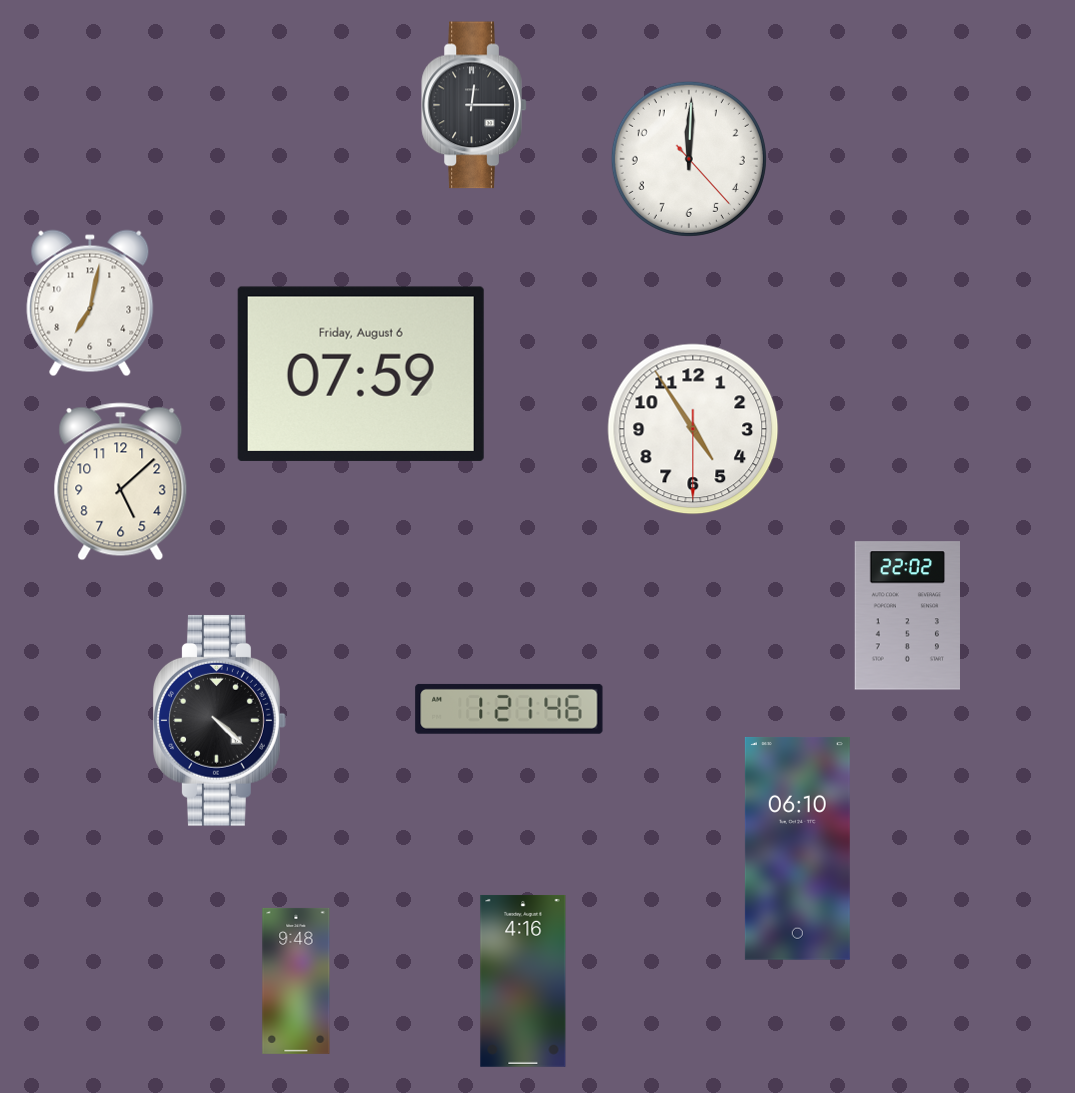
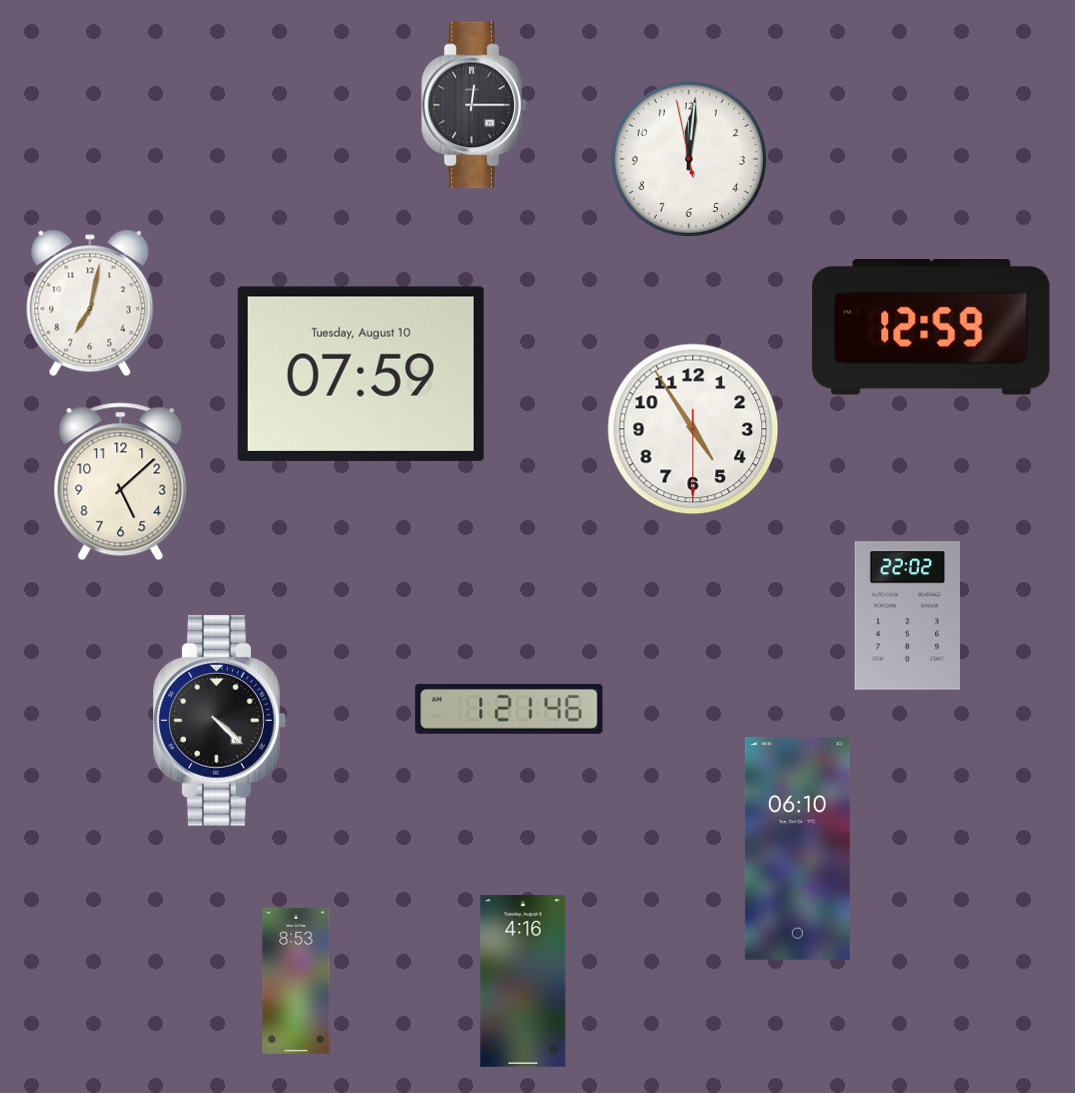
clock at (689, 159): 12:00:23 -> 12:00:58
clock at (931, 328): none -> 12:59
clock at (361, 374) date: Friday, August 6 -> Tuesday, August 10
clock at (296, 981): 9:48 -> 8:53
